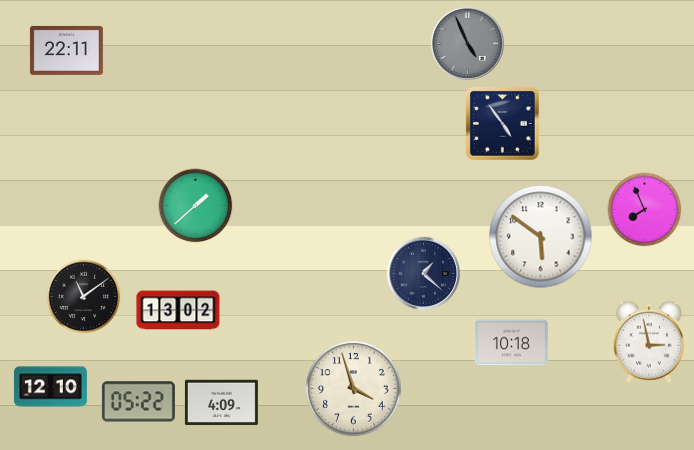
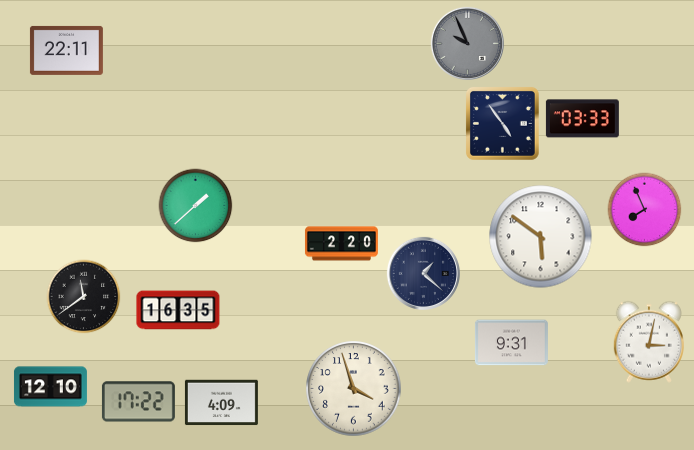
clock at (467, 43): 4:56 -> 9:56
clock at (582, 119): none -> 03:33
clock at (341, 244): none -> 2:20
clock at (84, 297): 11:09 -> 11:39
clock at (178, 310): 13:02 -> 16:35
clock at (649, 342): 2:58 -> 3:02
clock at (511, 343): 10:18 -> 9:31
clock at (138, 402): 05:22 -> 17:22
